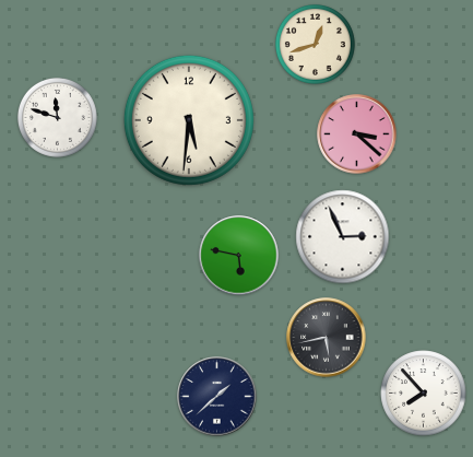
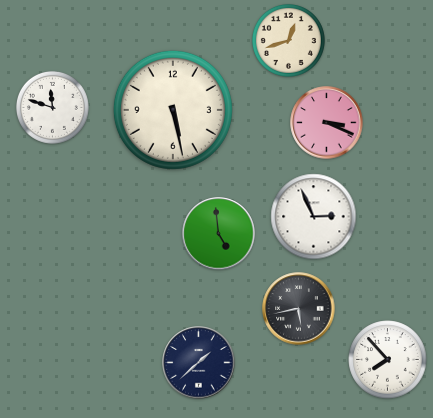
clock at (189, 120): 5:31 -> 5:28
clock at (357, 134): 3:22 -> 3:19
clock at (239, 256): 5:47 -> 4:59
